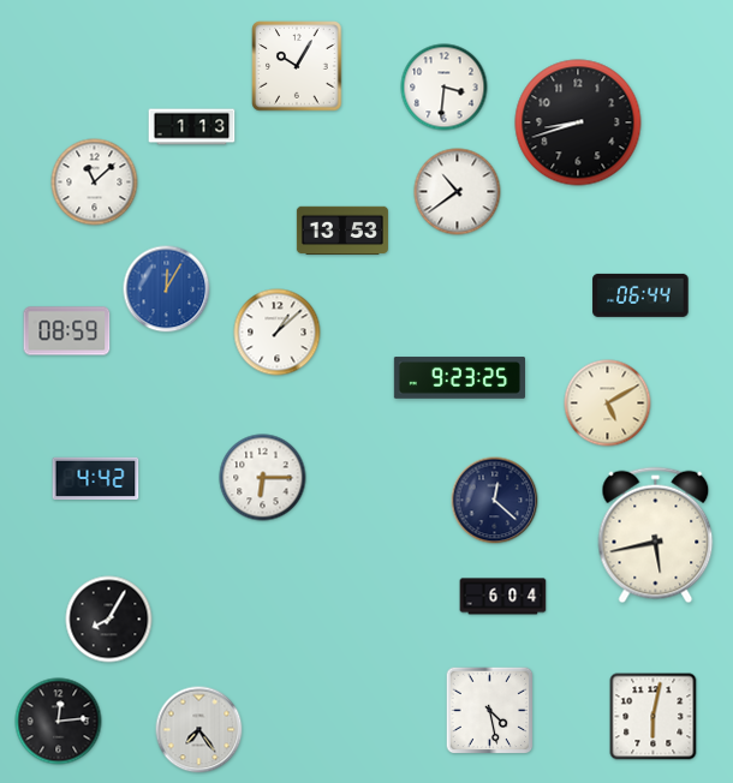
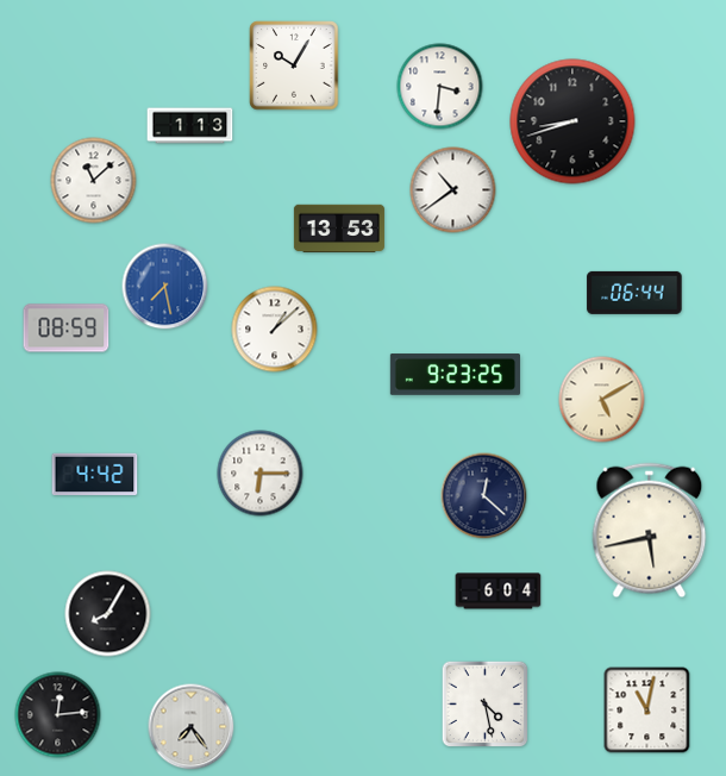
clock at (167, 289): 12:05 -> 7:28
clock at (495, 501) position: (495, 501) -> (484, 496)
clock at (654, 717): 6:02 -> 11:02
clock at (199, 730) position: (199, 730) -> (192, 727)
